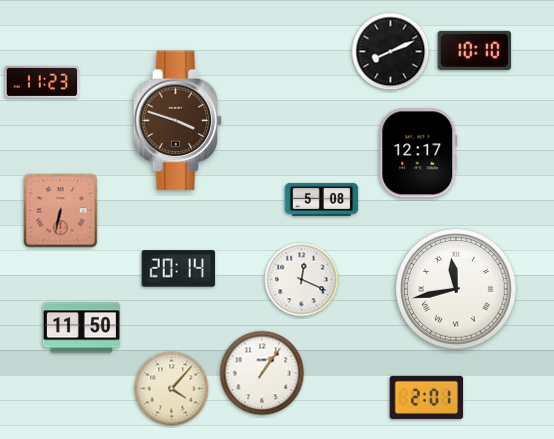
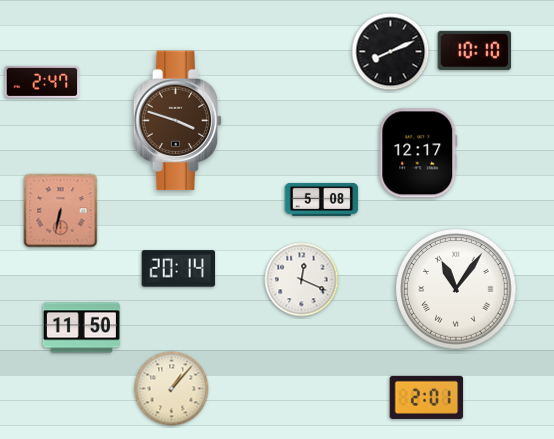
clock at (42, 82): 11:23 -> 2:47
clock at (456, 289): 11:43 -> 11:06
clock at (262, 373): 1:06 -> none
clock at (172, 389): 4:07 -> 1:07
